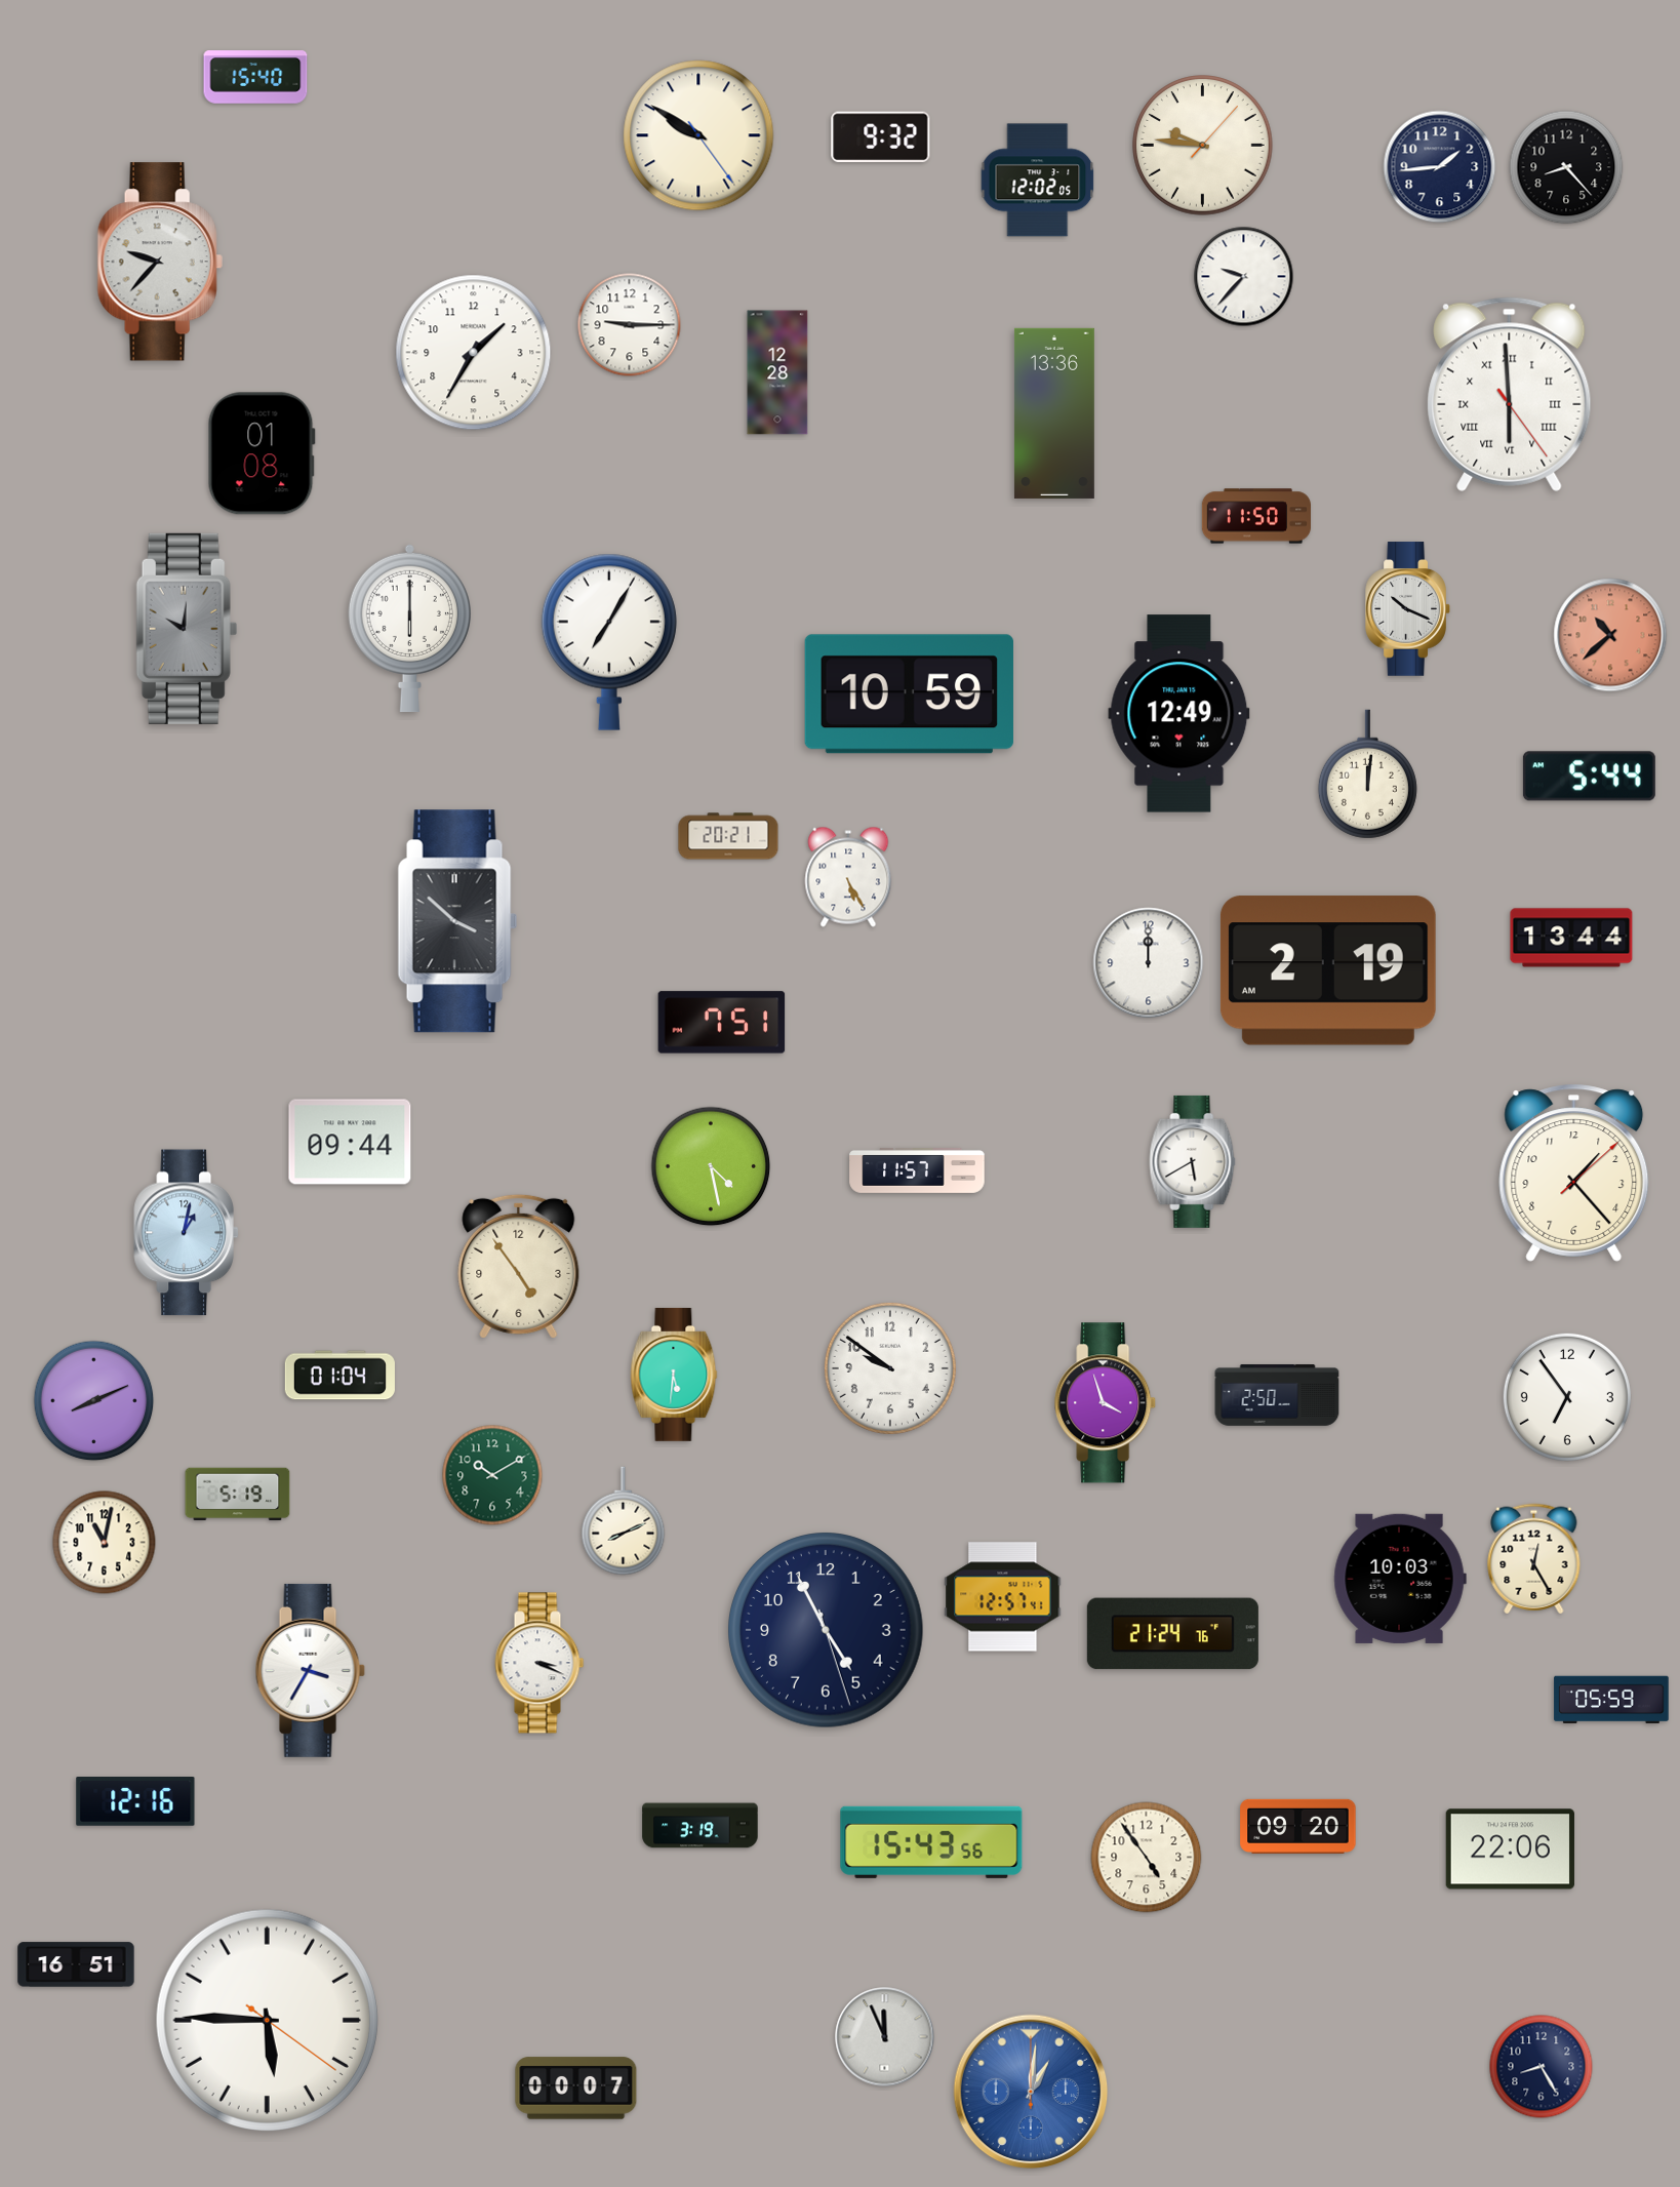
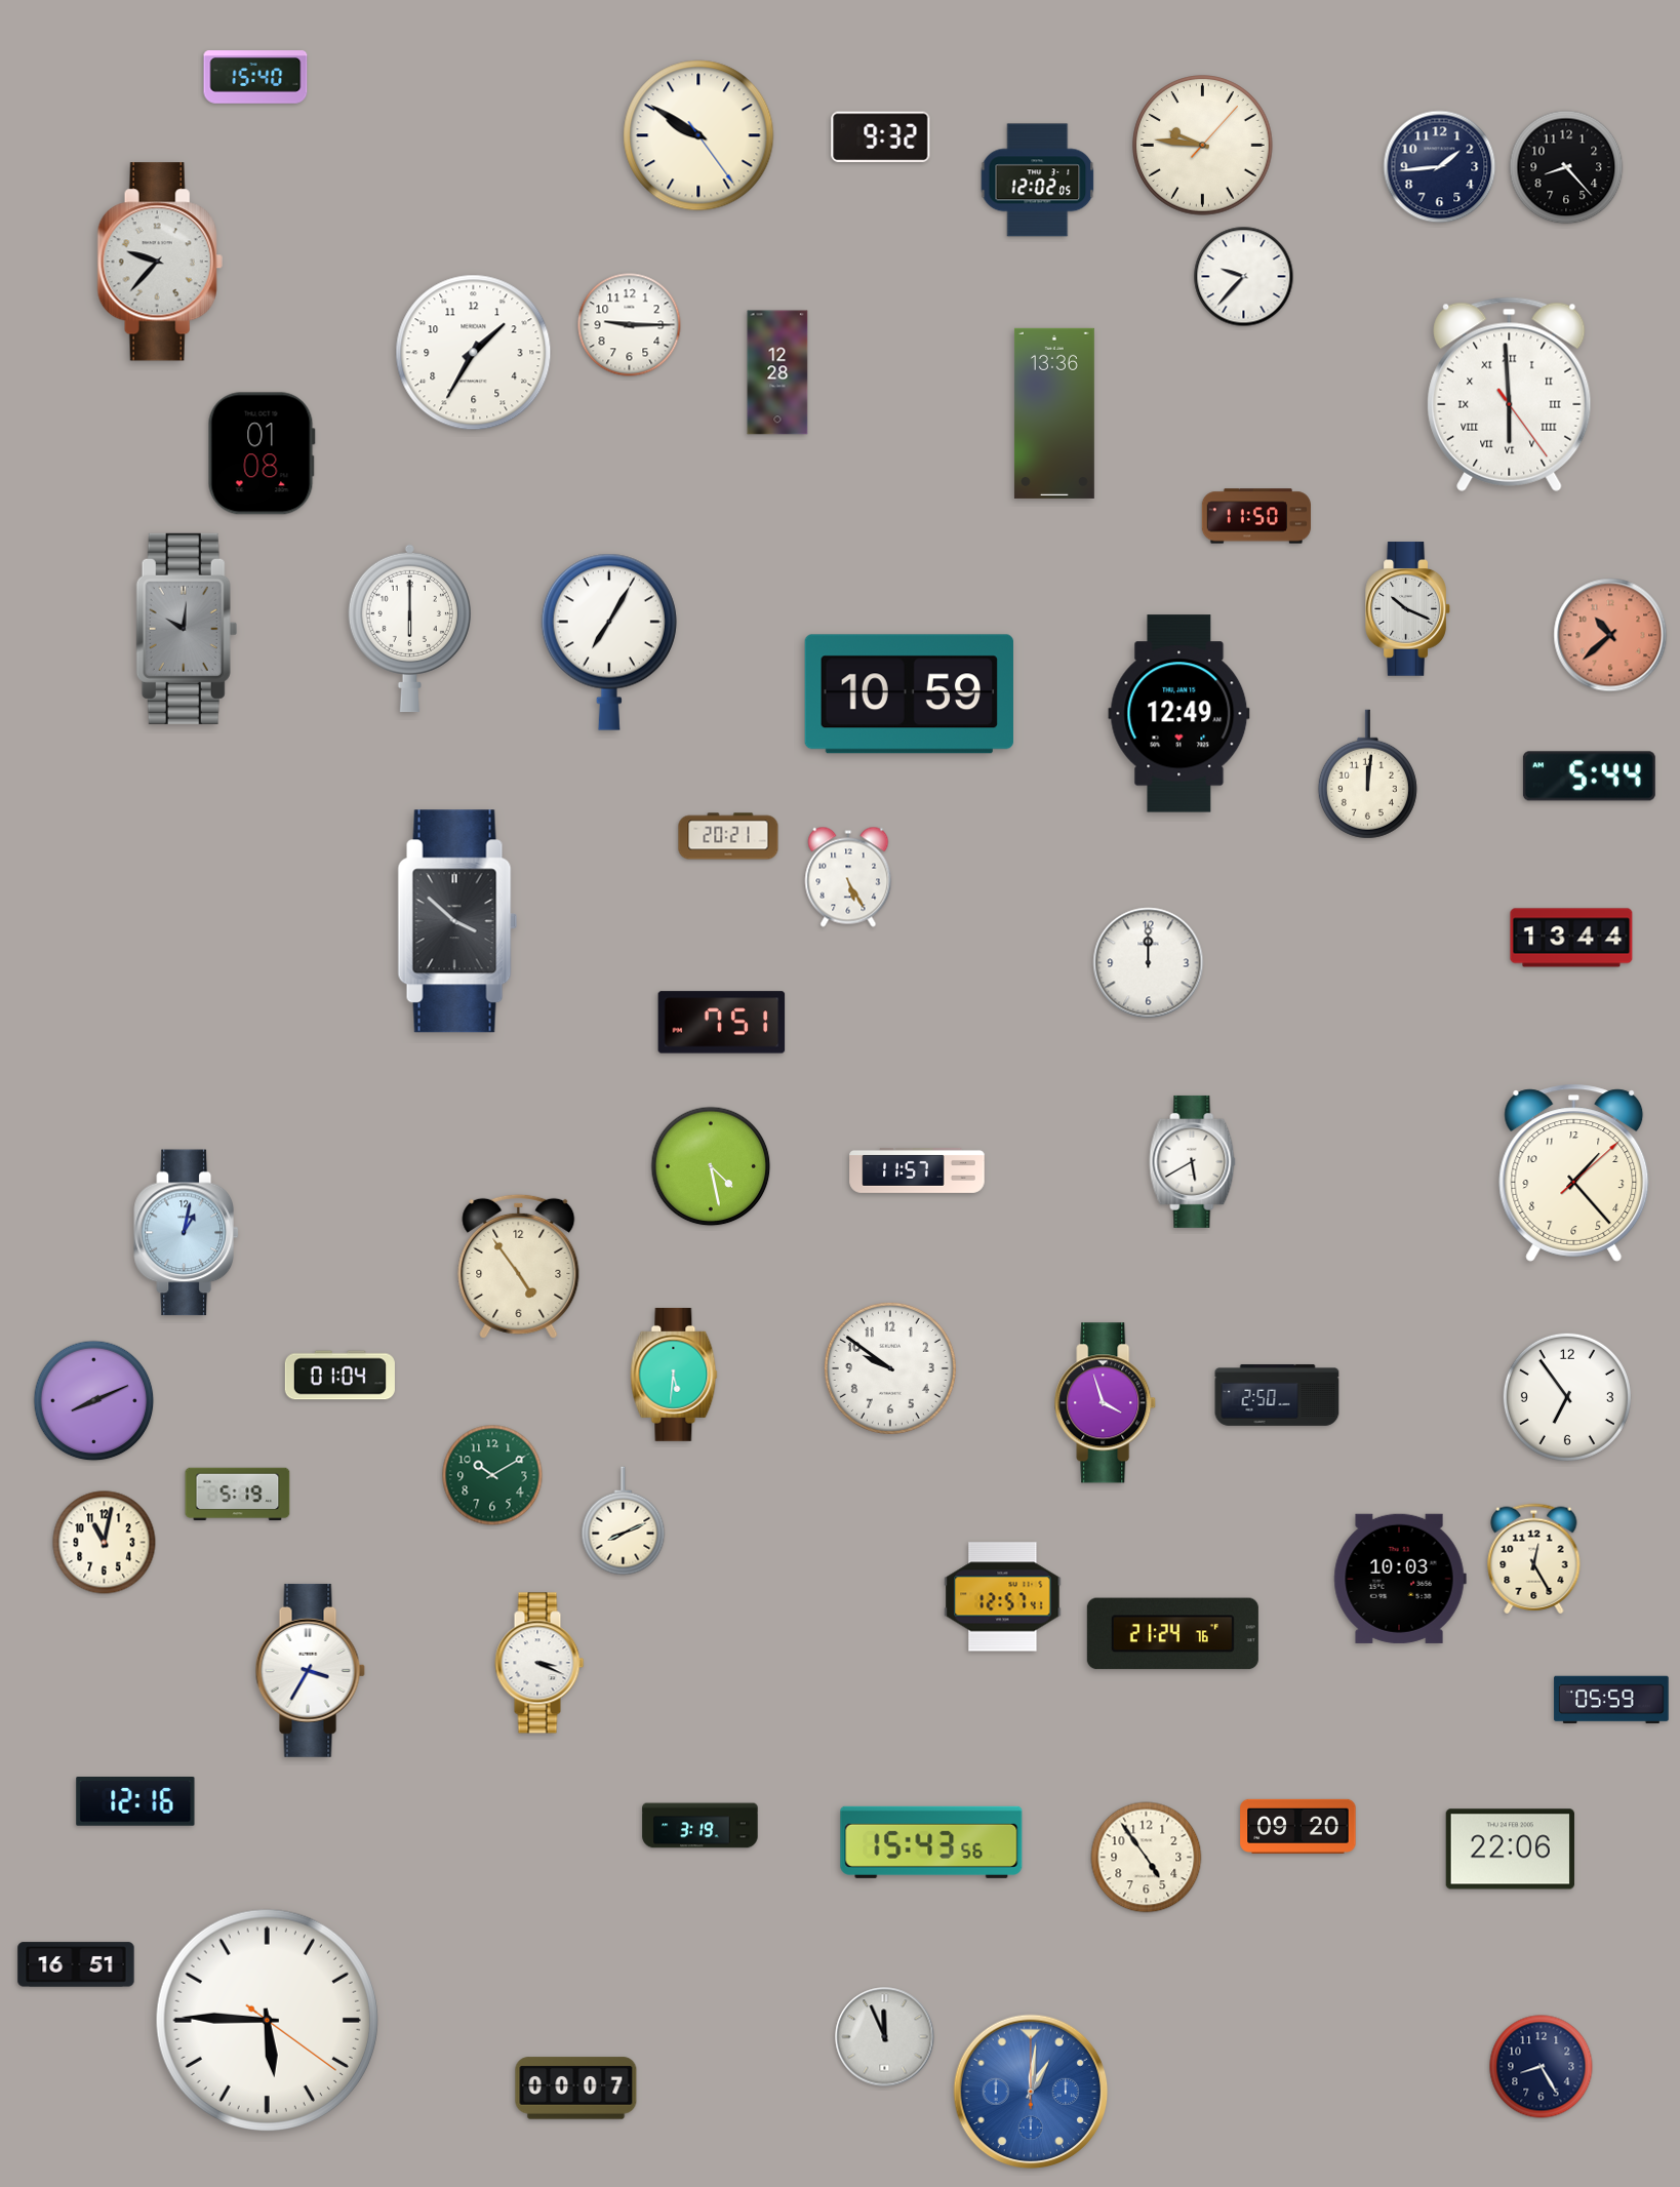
clock at (1328, 970): 2:19 -> none
clock at (350, 1142): 09:44 -> none
clock at (826, 1630): 4:55 -> none
